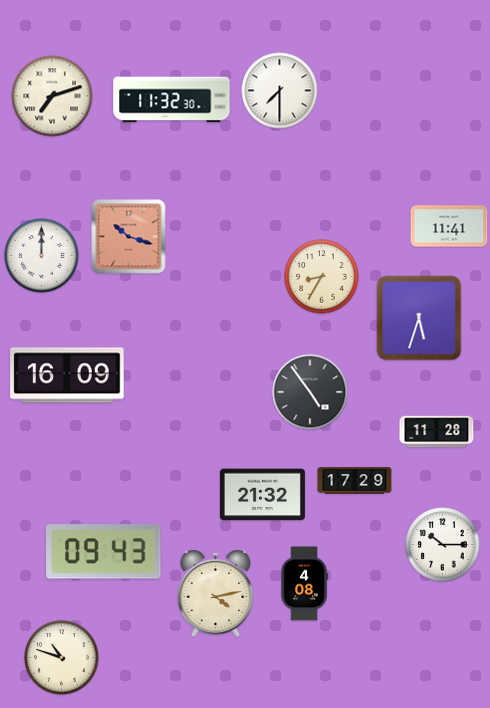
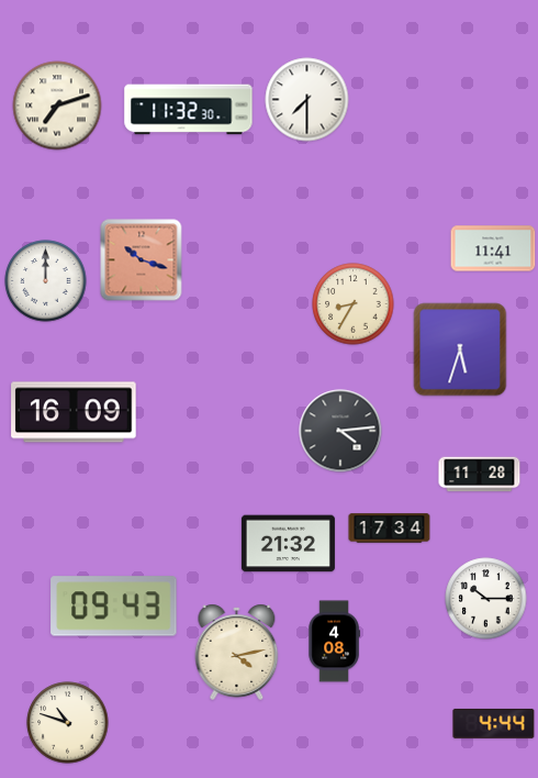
clock at (310, 392): 4:54 -> 4:14
clock at (355, 481): 17:29 -> 17:34
clock at (494, 723): none -> 4:44
